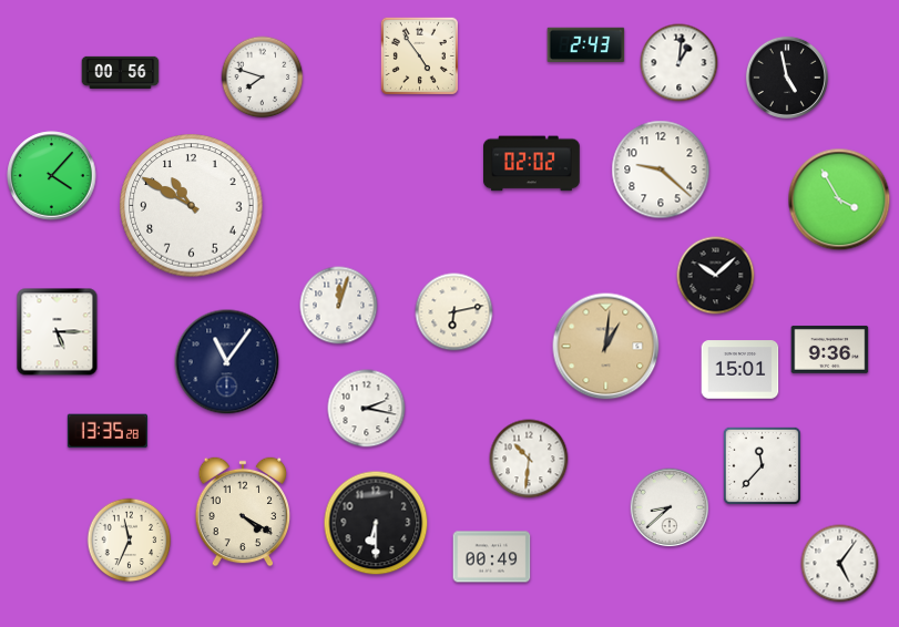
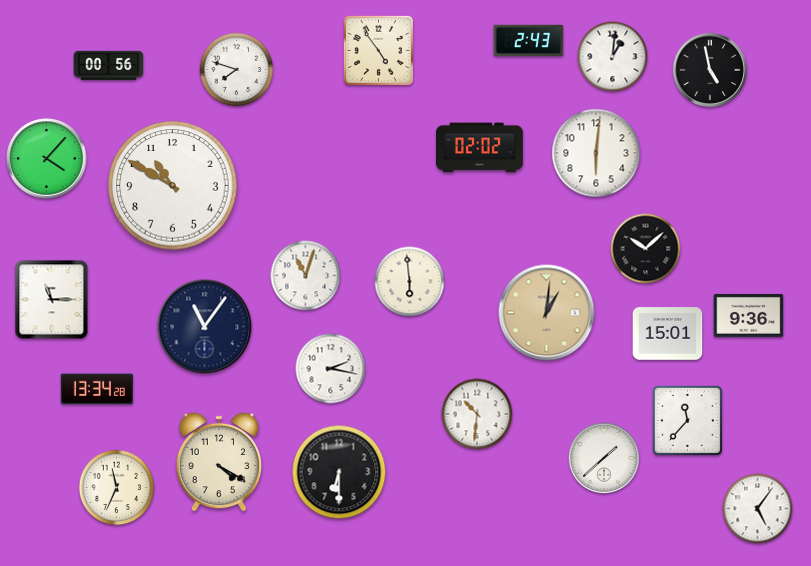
clock at (661, 169): 9:22 -> 6:01
clock at (839, 199): 3:55 -> none
clock at (339, 306): 12:03 -> 11:03
clock at (454, 312): 6:13 -> 5:59
clock at (58, 332): 5:15 -> 11:15
clock at (108, 431): 13:35 -> 13:34
clock at (670, 507): 8:38 -> 1:38
clock at (492, 557): 00:49 -> none
